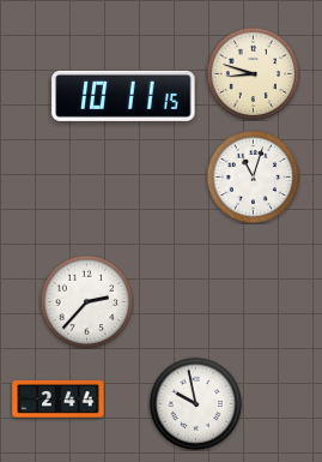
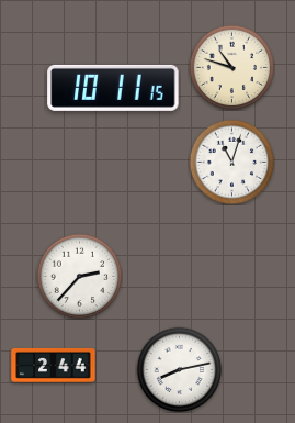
clock at (253, 73): 8:48 -> 10:48
clock at (195, 403): 9:58 -> 8:13
